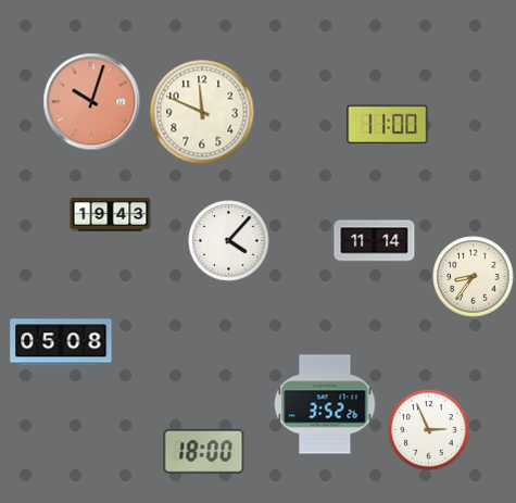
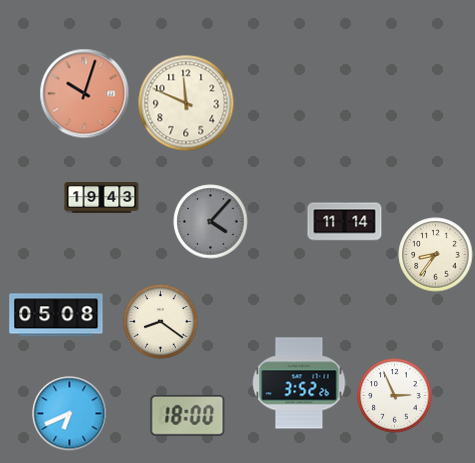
clock at (388, 125): 11:00 -> none
clock at (229, 241) dial: white -> grey
clock at (161, 322): none -> 8:21
clock at (325, 404) position: (325, 404) -> (299, 383)
clock at (70, 414): none -> 6:41
